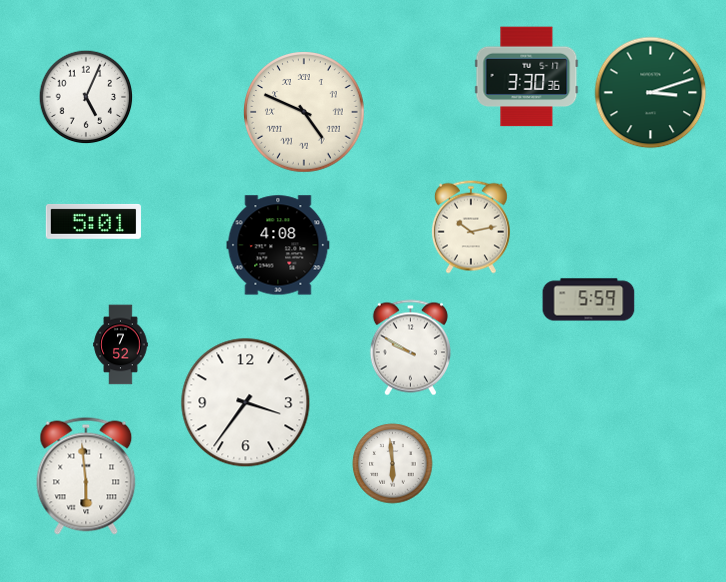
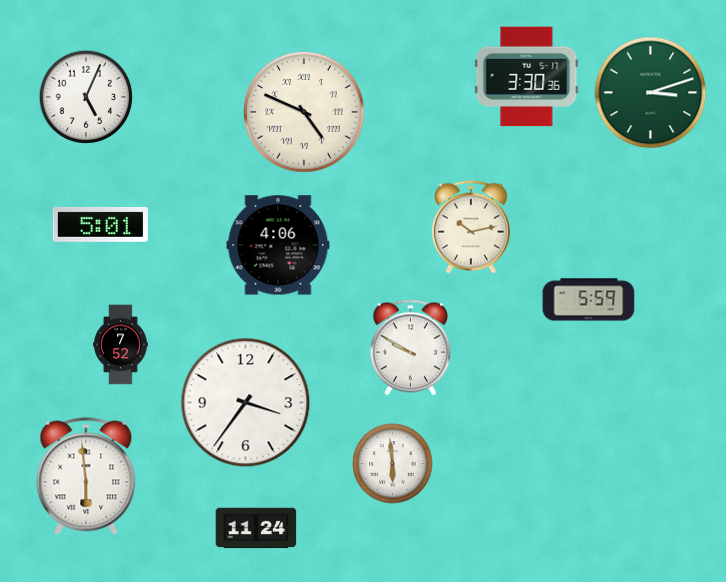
clock at (93, 221) position: (93, 221) -> (100, 224)
clock at (278, 245): 4:08 -> 4:06
clock at (256, 528): none -> 11:24
